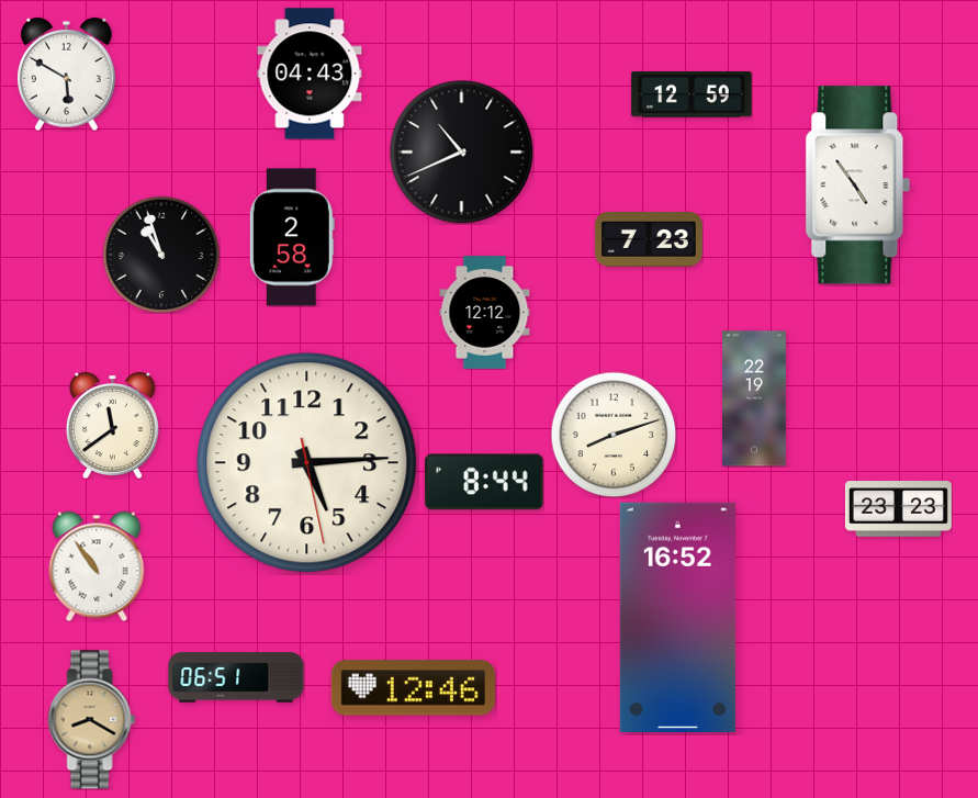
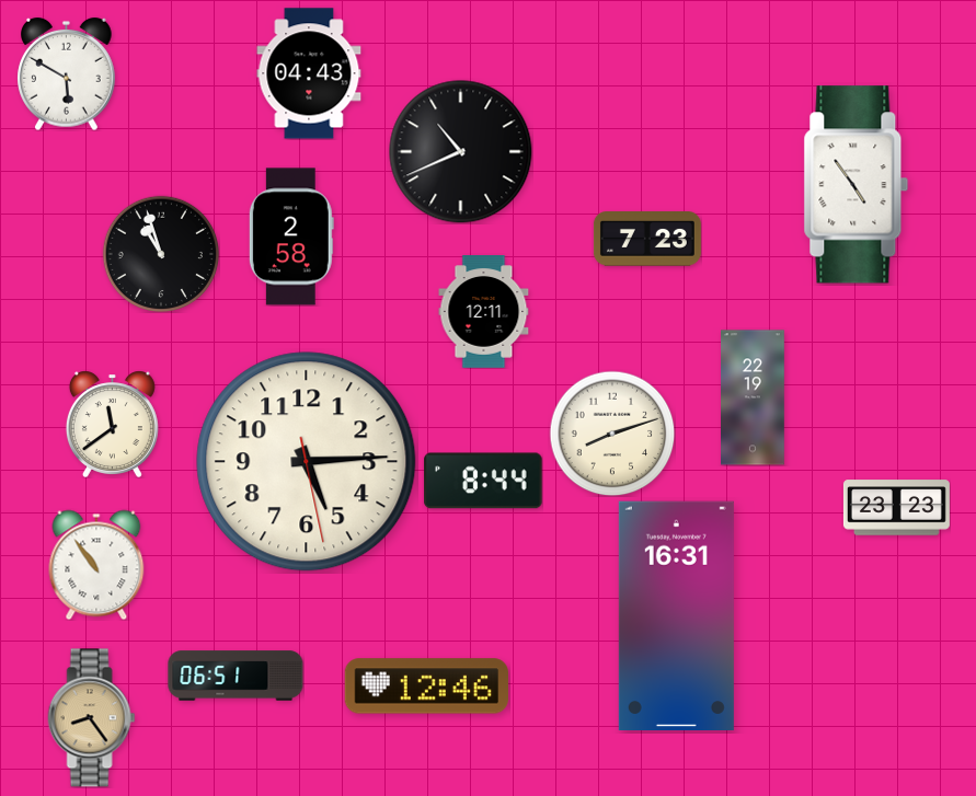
clock at (692, 94): 12:59 -> none
clock at (485, 313): 12:12 -> 12:11
clock at (677, 617): 16:52 -> 16:31
clock at (413, 688) position: (413, 688) -> (426, 687)
clock at (92, 720): 8:20 -> 8:24
